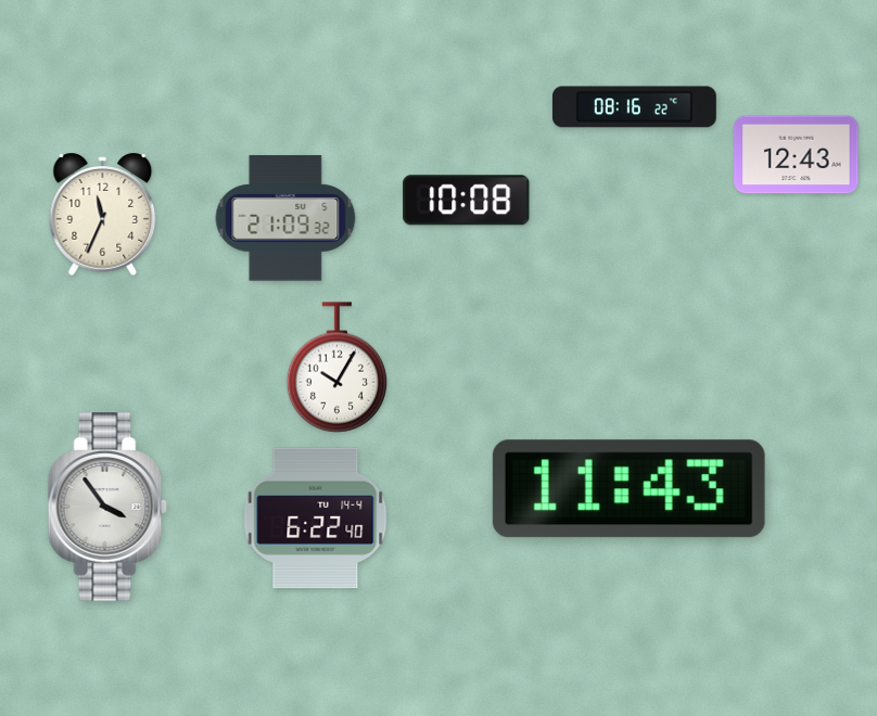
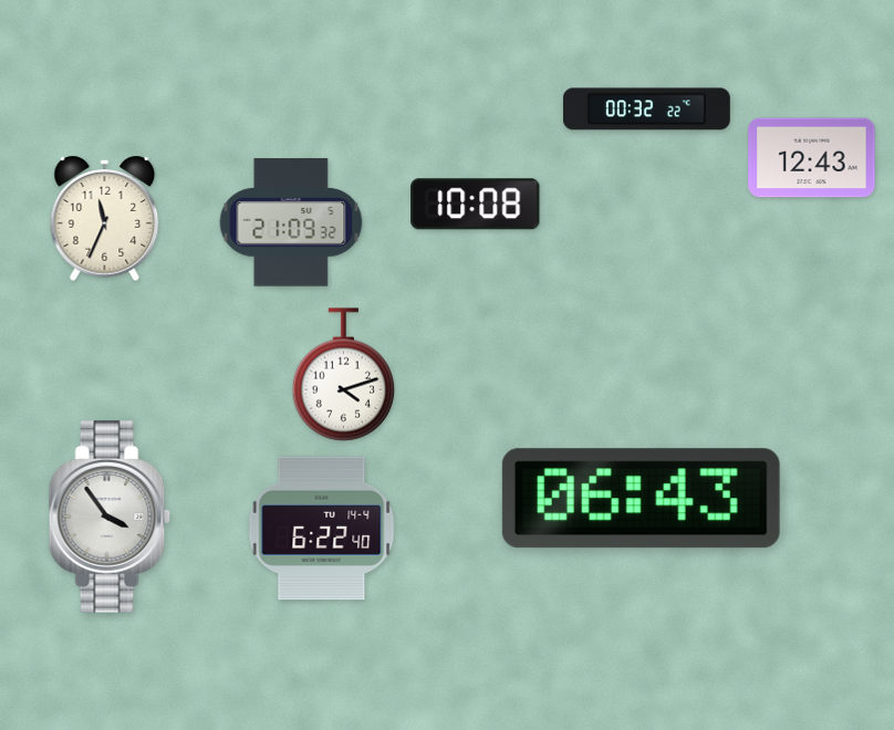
clock at (634, 107): 08:16 -> 00:32
clock at (338, 368): 10:05 -> 4:12
clock at (628, 489): 11:43 -> 06:43
